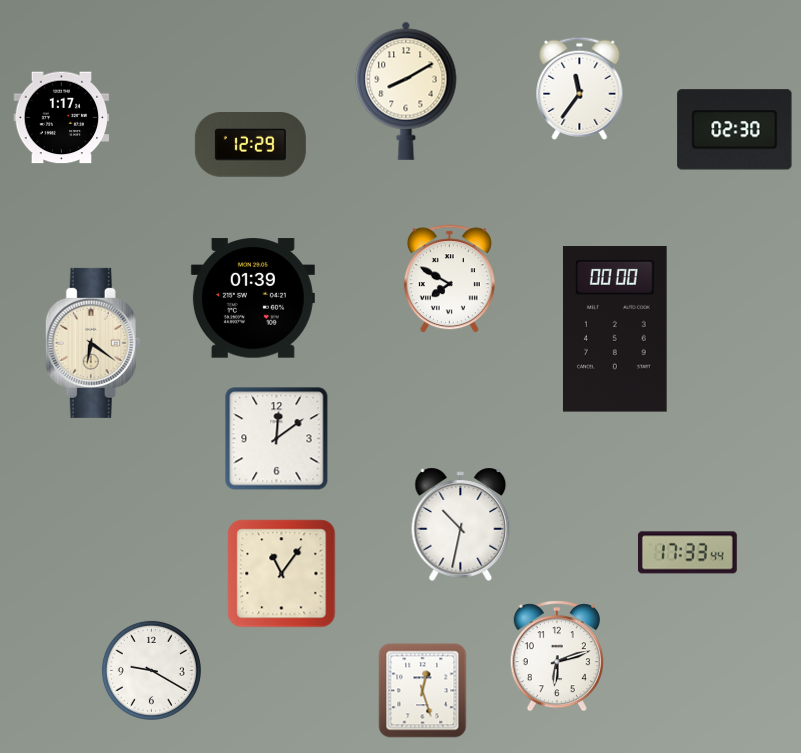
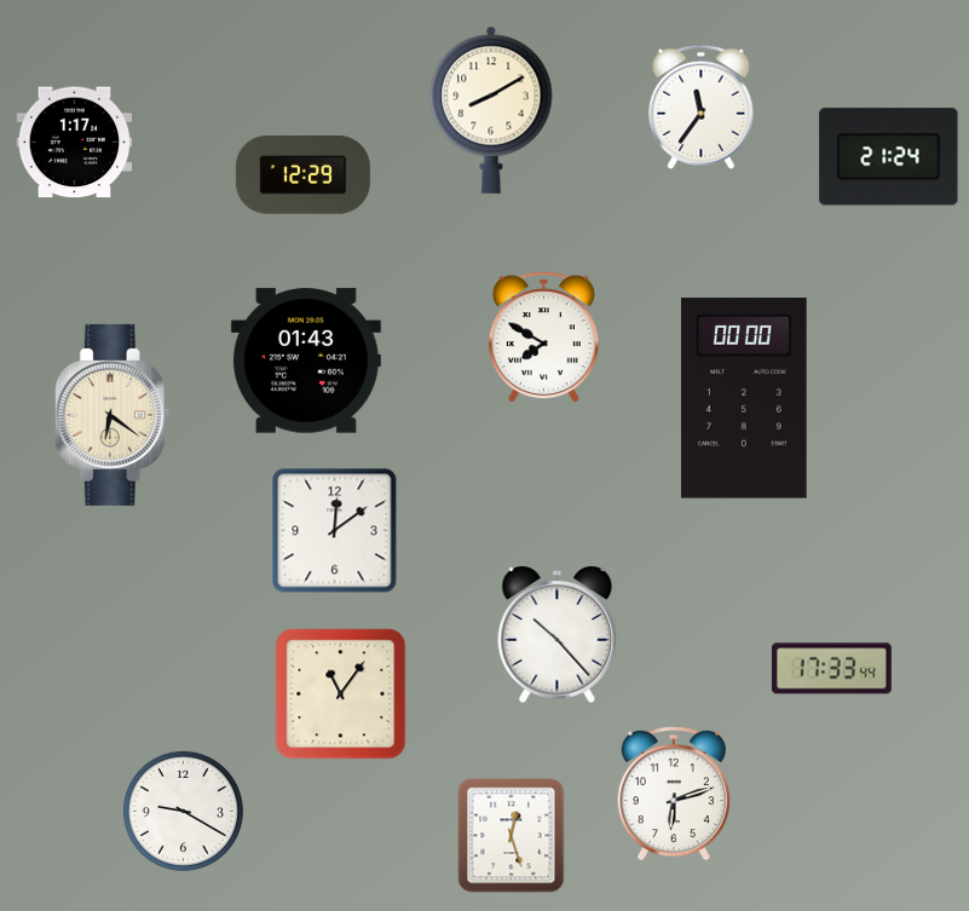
clock at (735, 130): 02:30 -> 21:24
clock at (253, 298): 01:39 -> 01:43
clock at (461, 524): 10:32 -> 10:23
